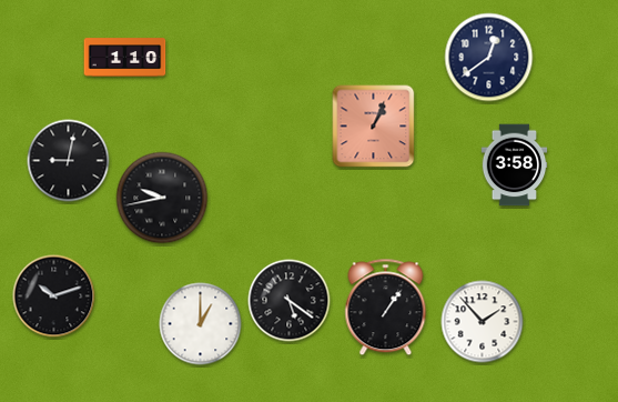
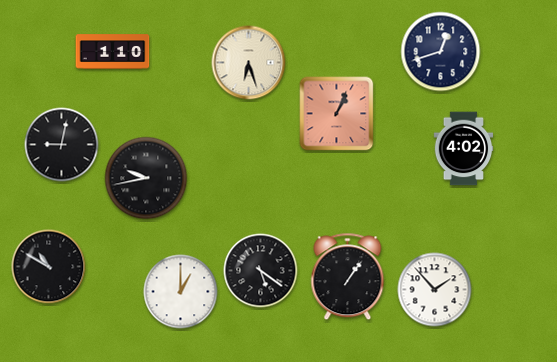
clock at (489, 58): 12:39 -> 12:42
clock at (249, 63): none -> 6:27
clock at (515, 165): 3:58 -> 4:02
clock at (54, 297): 10:12 -> 10:50
